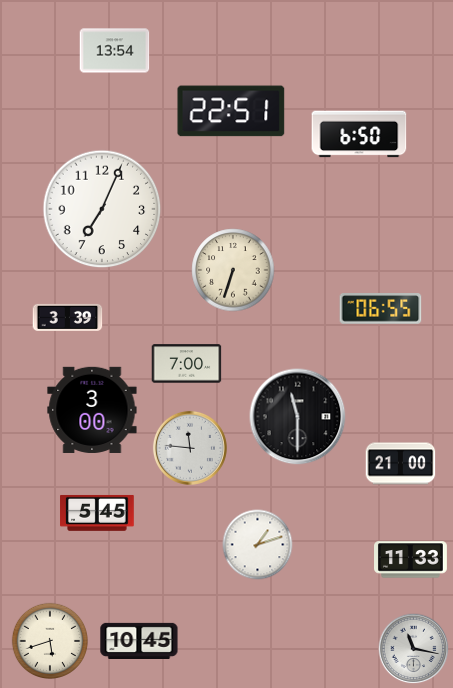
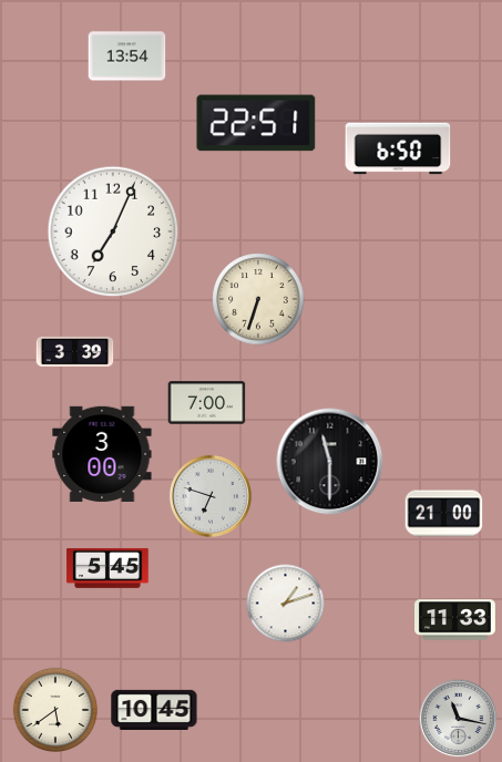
clock at (381, 309): 06:55 -> none
clock at (190, 448): 11:46 -> 6:48
clock at (49, 640): 5:42 -> 5:39
